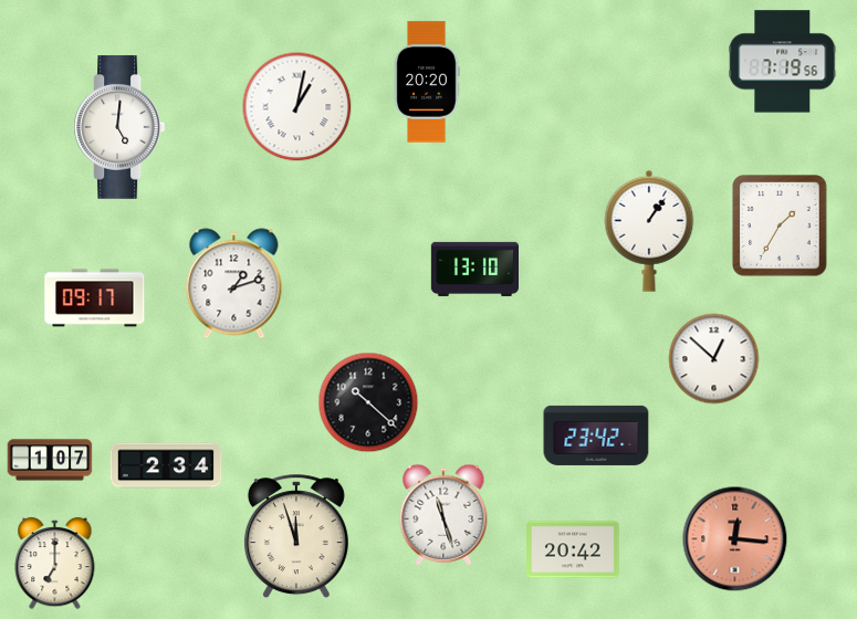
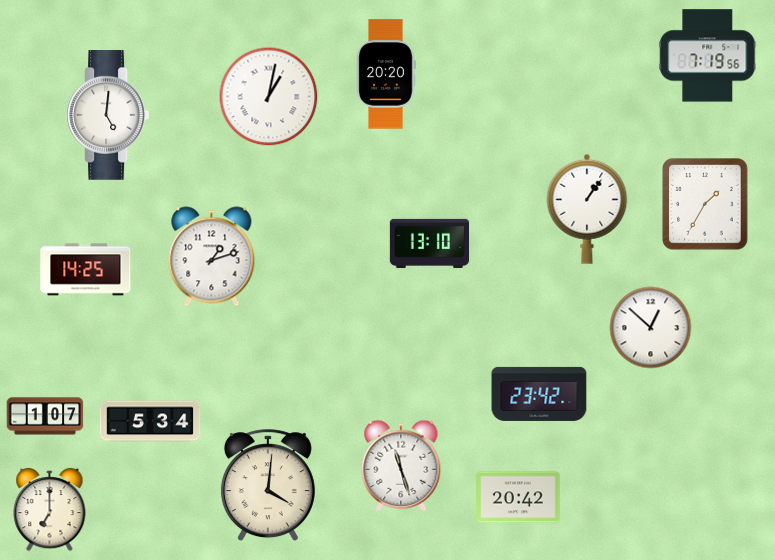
clock at (95, 298): 09:17 -> 14:25
clock at (714, 359) position: (714, 359) -> (651, 328)
clock at (368, 402): 10:22 -> none
clock at (166, 465): 2:34 -> 5:34
clock at (296, 537): 11:57 -> 4:01
clock at (735, 539): 12:16 -> none
